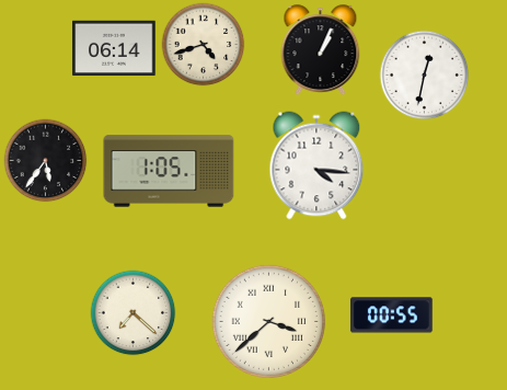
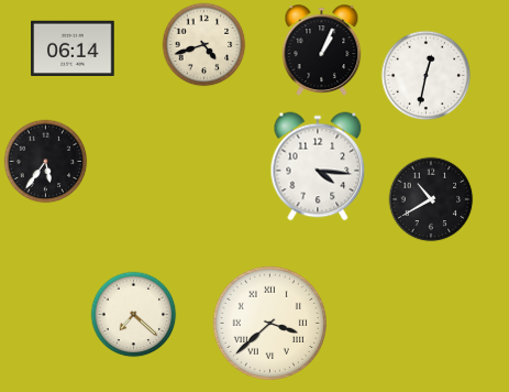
clock at (114, 47) position: (114, 47) -> (73, 47)
clock at (169, 171): 1:05 -> none
clock at (431, 199): none -> 10:40
clock at (392, 316): 00:55 -> none
